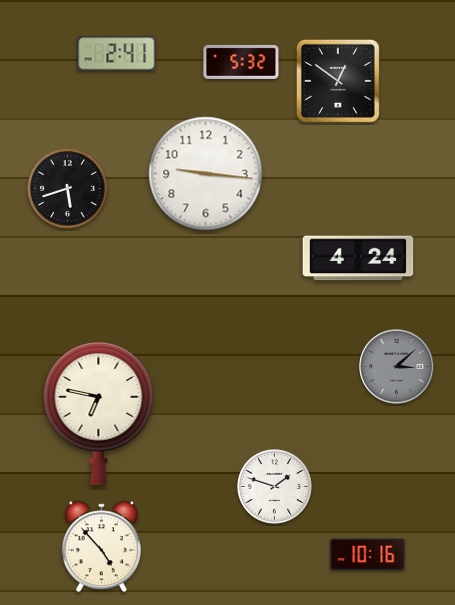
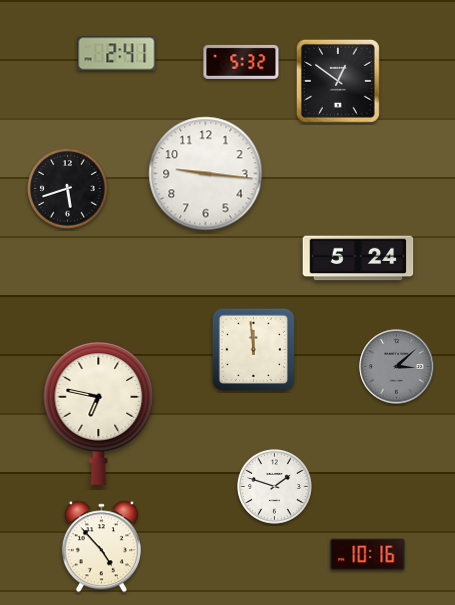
clock at (358, 258): 4:24 -> 5:24
clock at (253, 349): none -> 11:59
